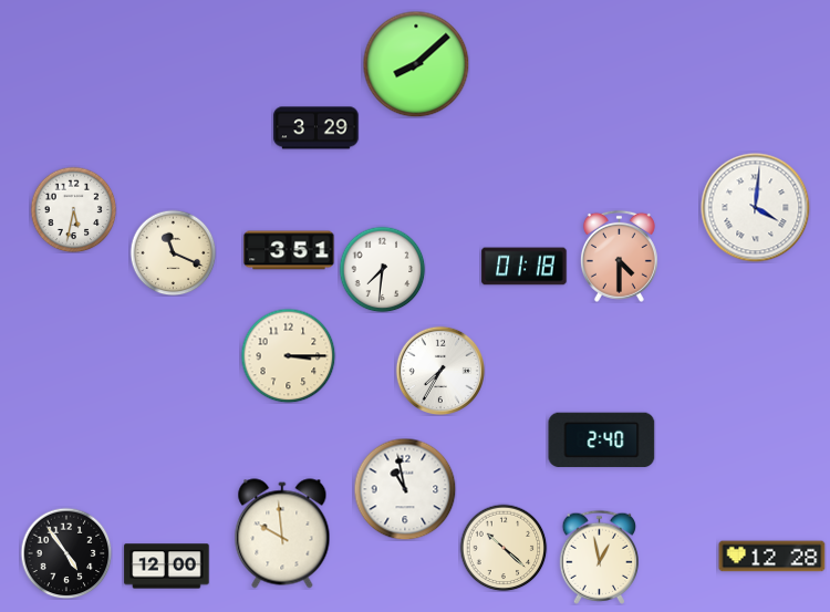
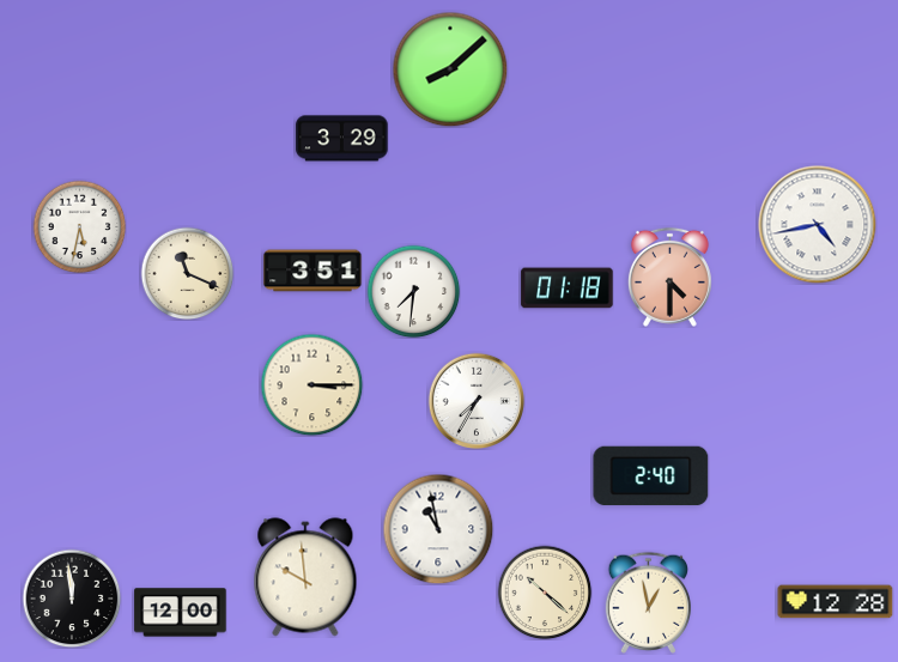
clock at (756, 208): 4:01 -> 4:43
clock at (66, 553): 4:54 -> 11:59
